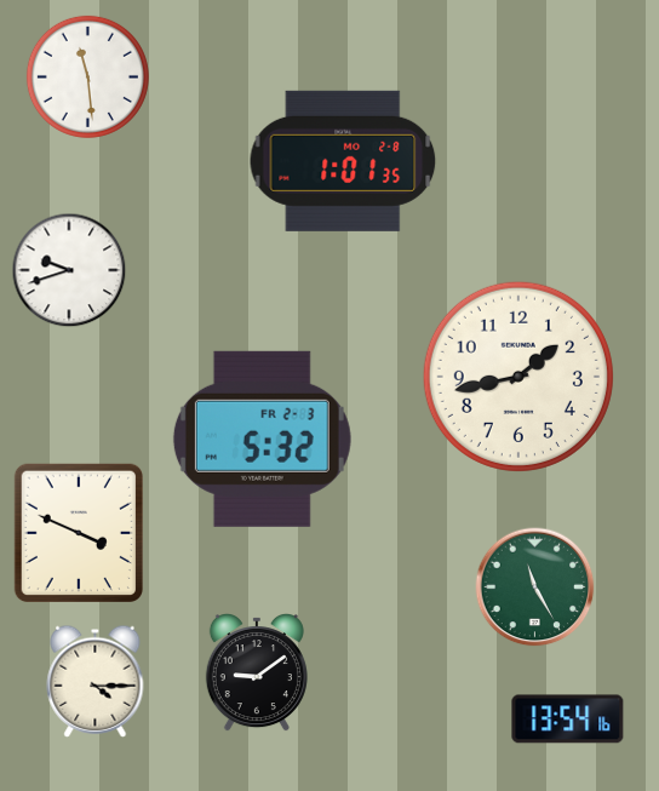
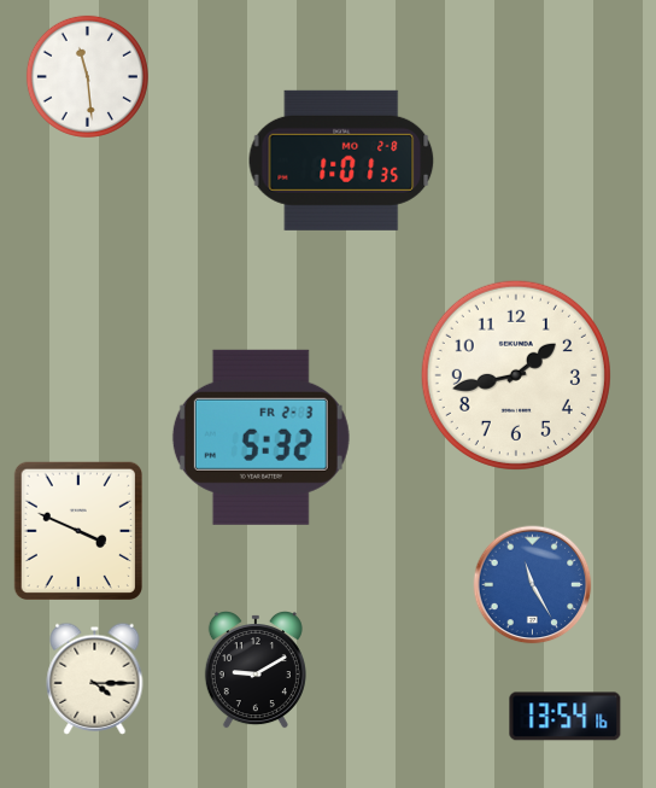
clock at (69, 270): 9:42 -> none
clock at (535, 587) dial: green -> blue
clock at (257, 674): 9:09 -> 9:10
